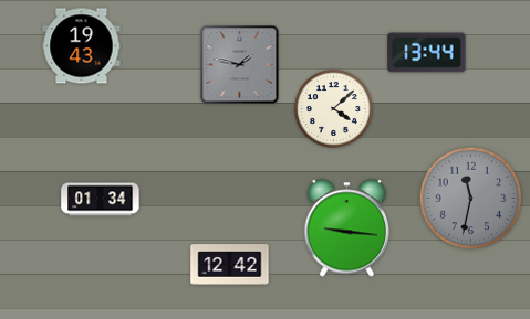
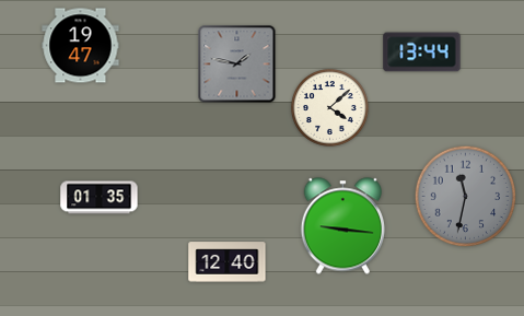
clock at (82, 46): 19:43 -> 19:47
clock at (101, 200): 01:34 -> 01:35
clock at (230, 265): 12:42 -> 12:40
